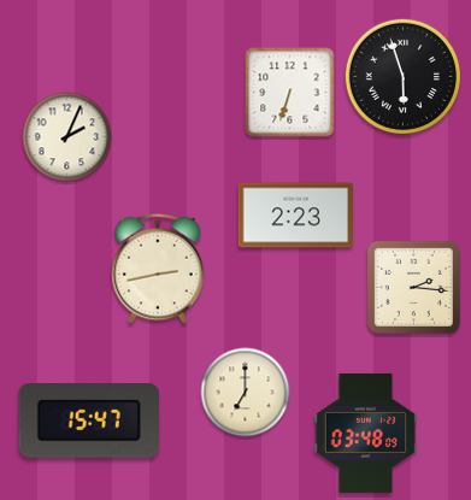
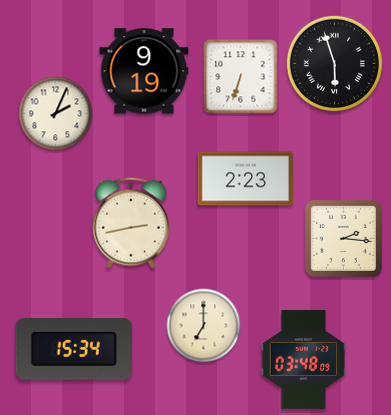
clock at (144, 71): none -> 9:19
clock at (88, 422): 15:47 -> 15:34
